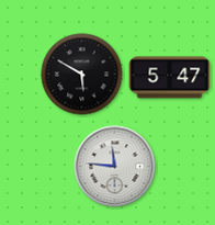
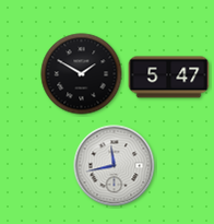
clock at (82, 75): 5:50 -> 1:50
clock at (115, 167): 11:46 -> 11:43
